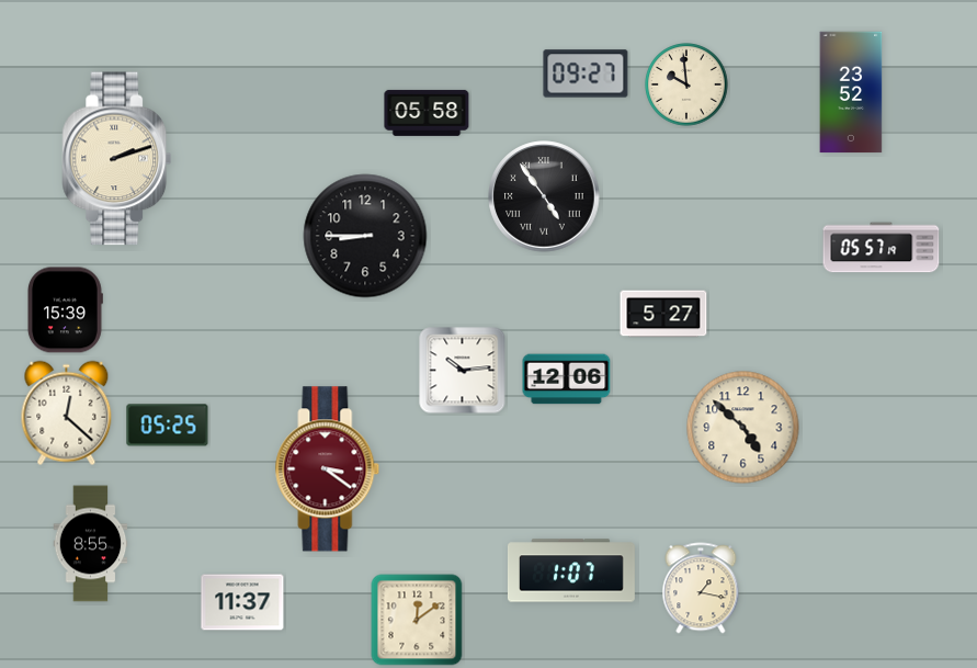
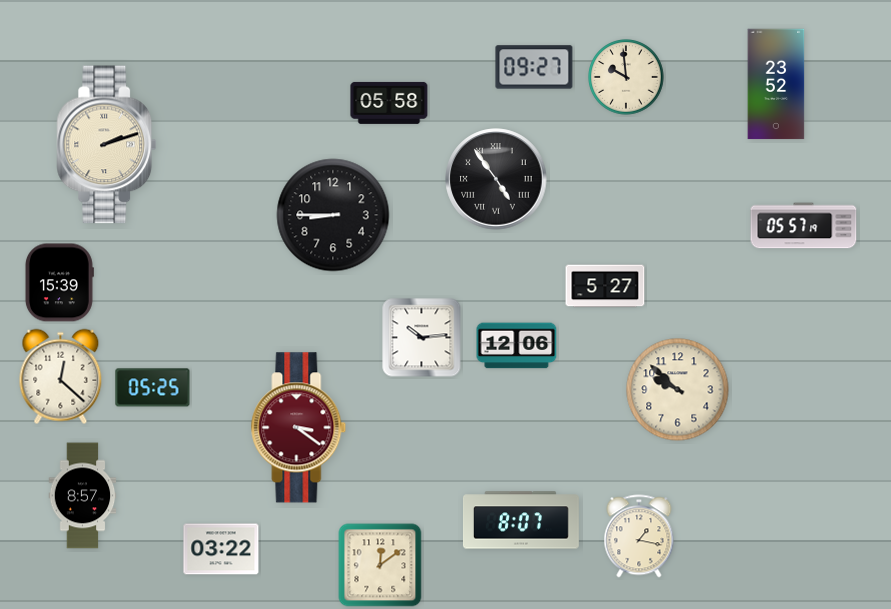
clock at (743, 428): 4:52 -> 9:52
clock at (91, 544): 8:55 -> 8:57
clock at (571, 570): 1:07 -> 8:07
clock at (242, 602): 11:37 -> 03:22
